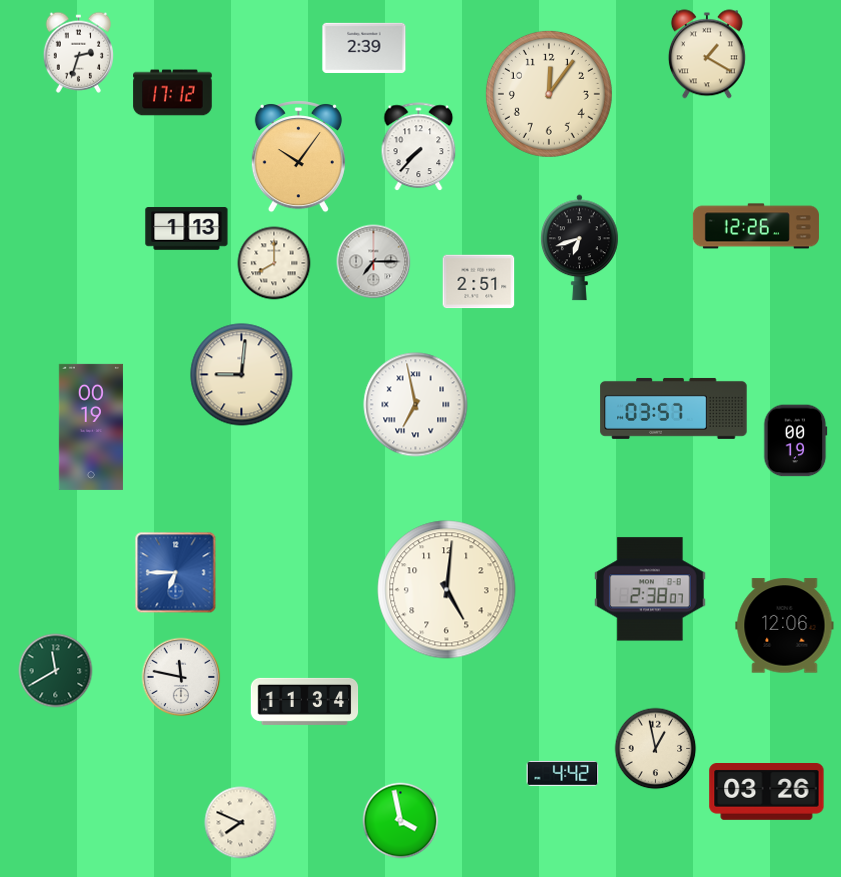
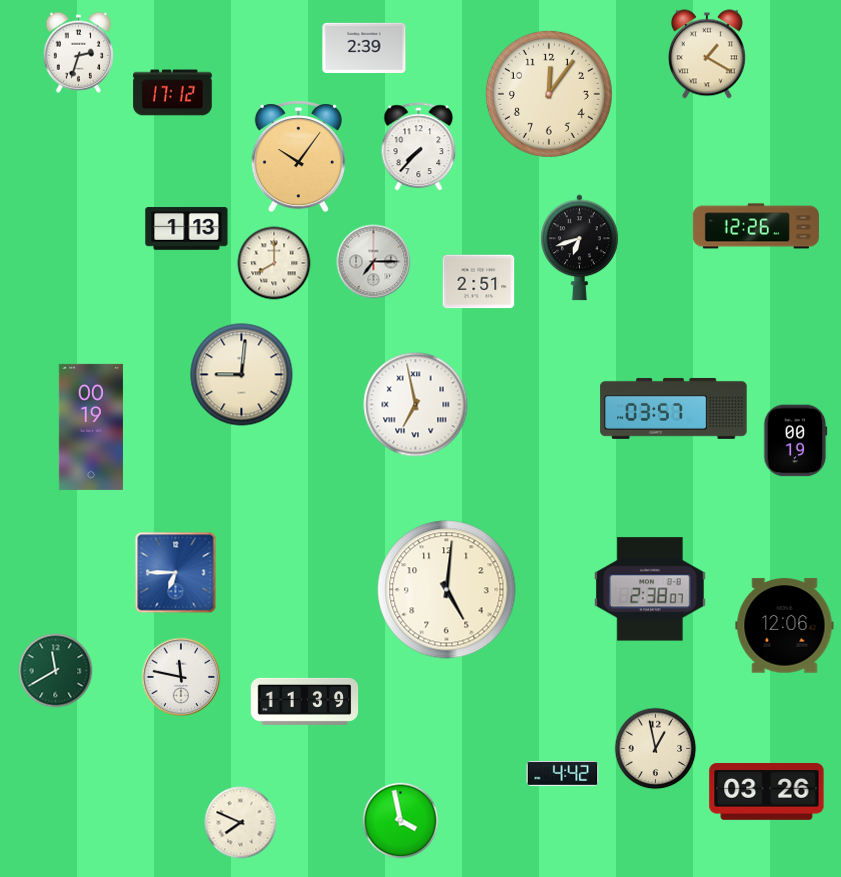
clock at (305, 701): 11:34 -> 11:39
